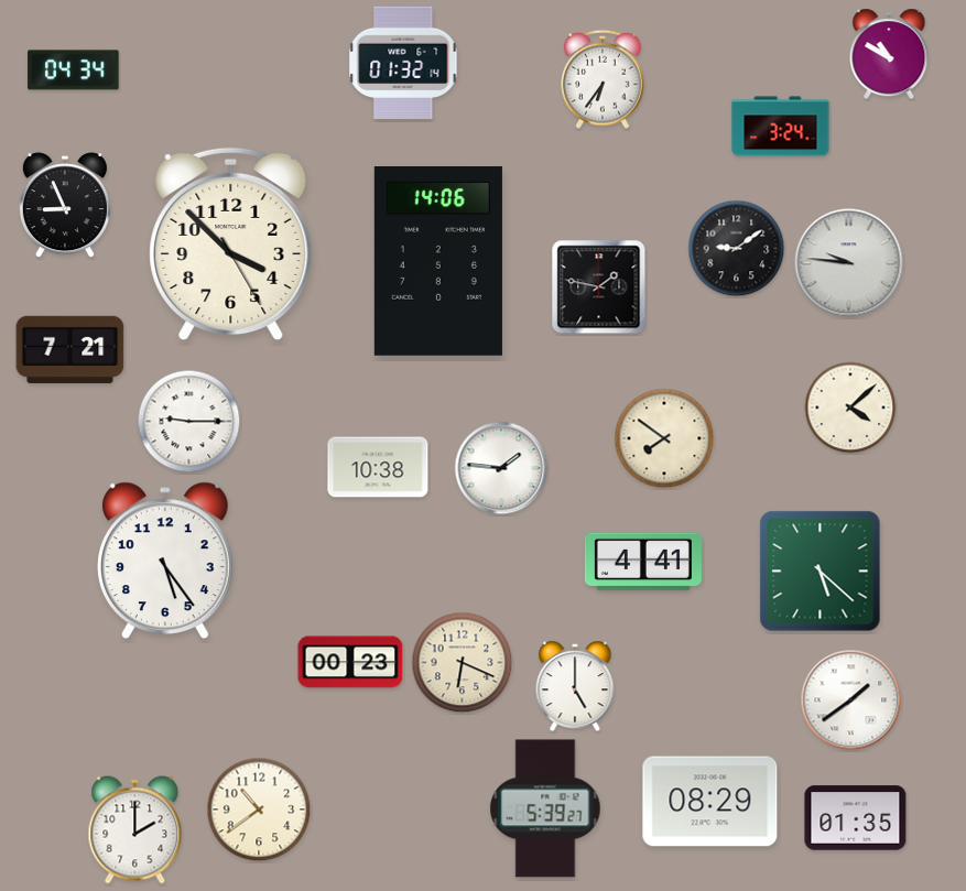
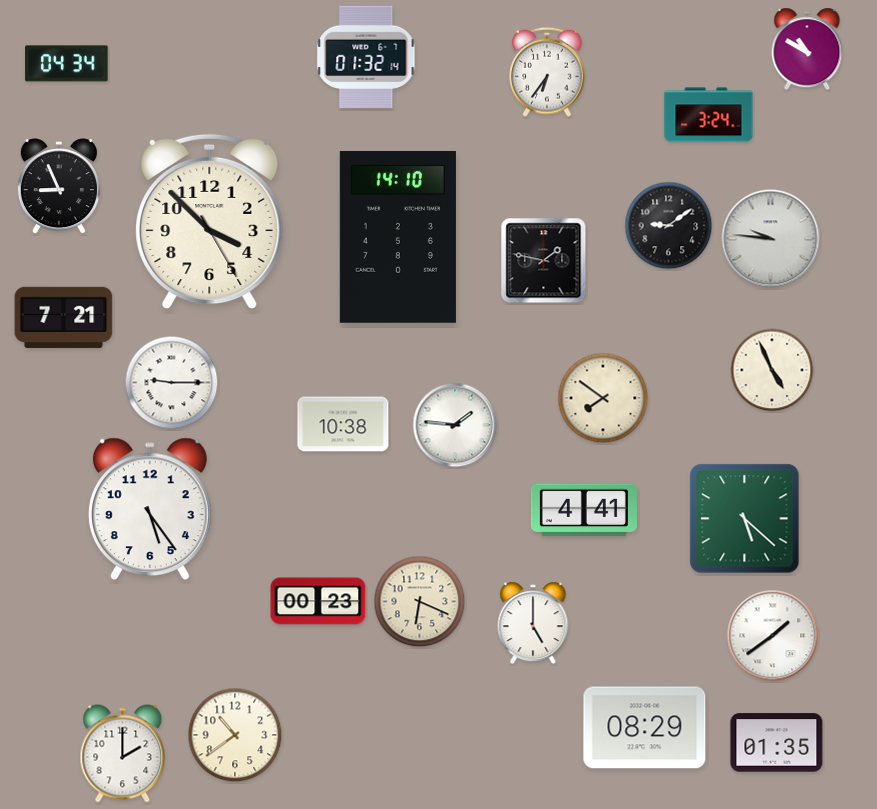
clock at (438, 262): 14:06 -> 14:10
clock at (850, 408): 4:08 -> 4:56
clock at (575, 686) position: (575, 686) -> (533, 623)
clock at (545, 808): 5:39 -> none
